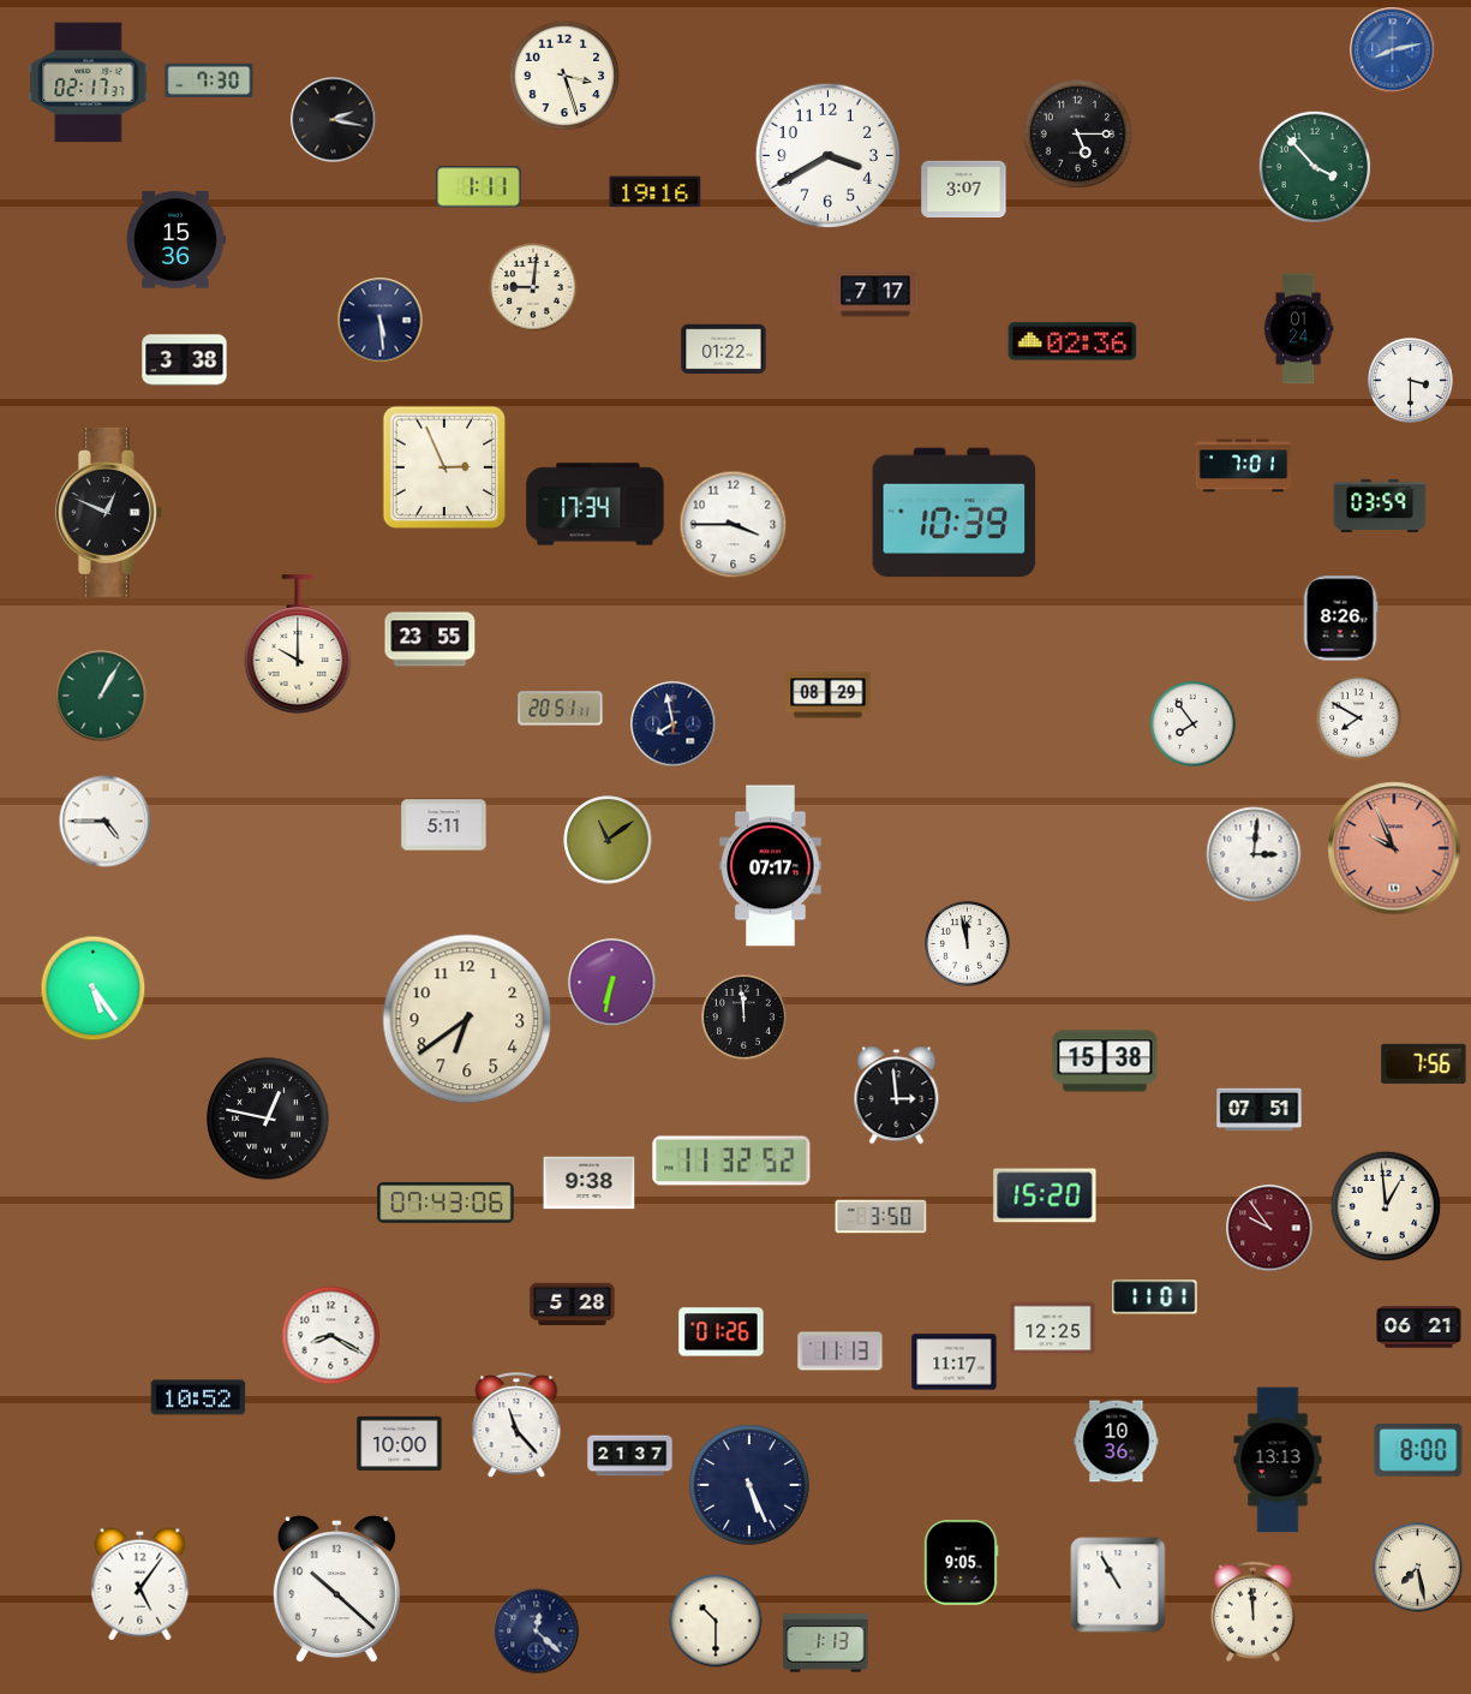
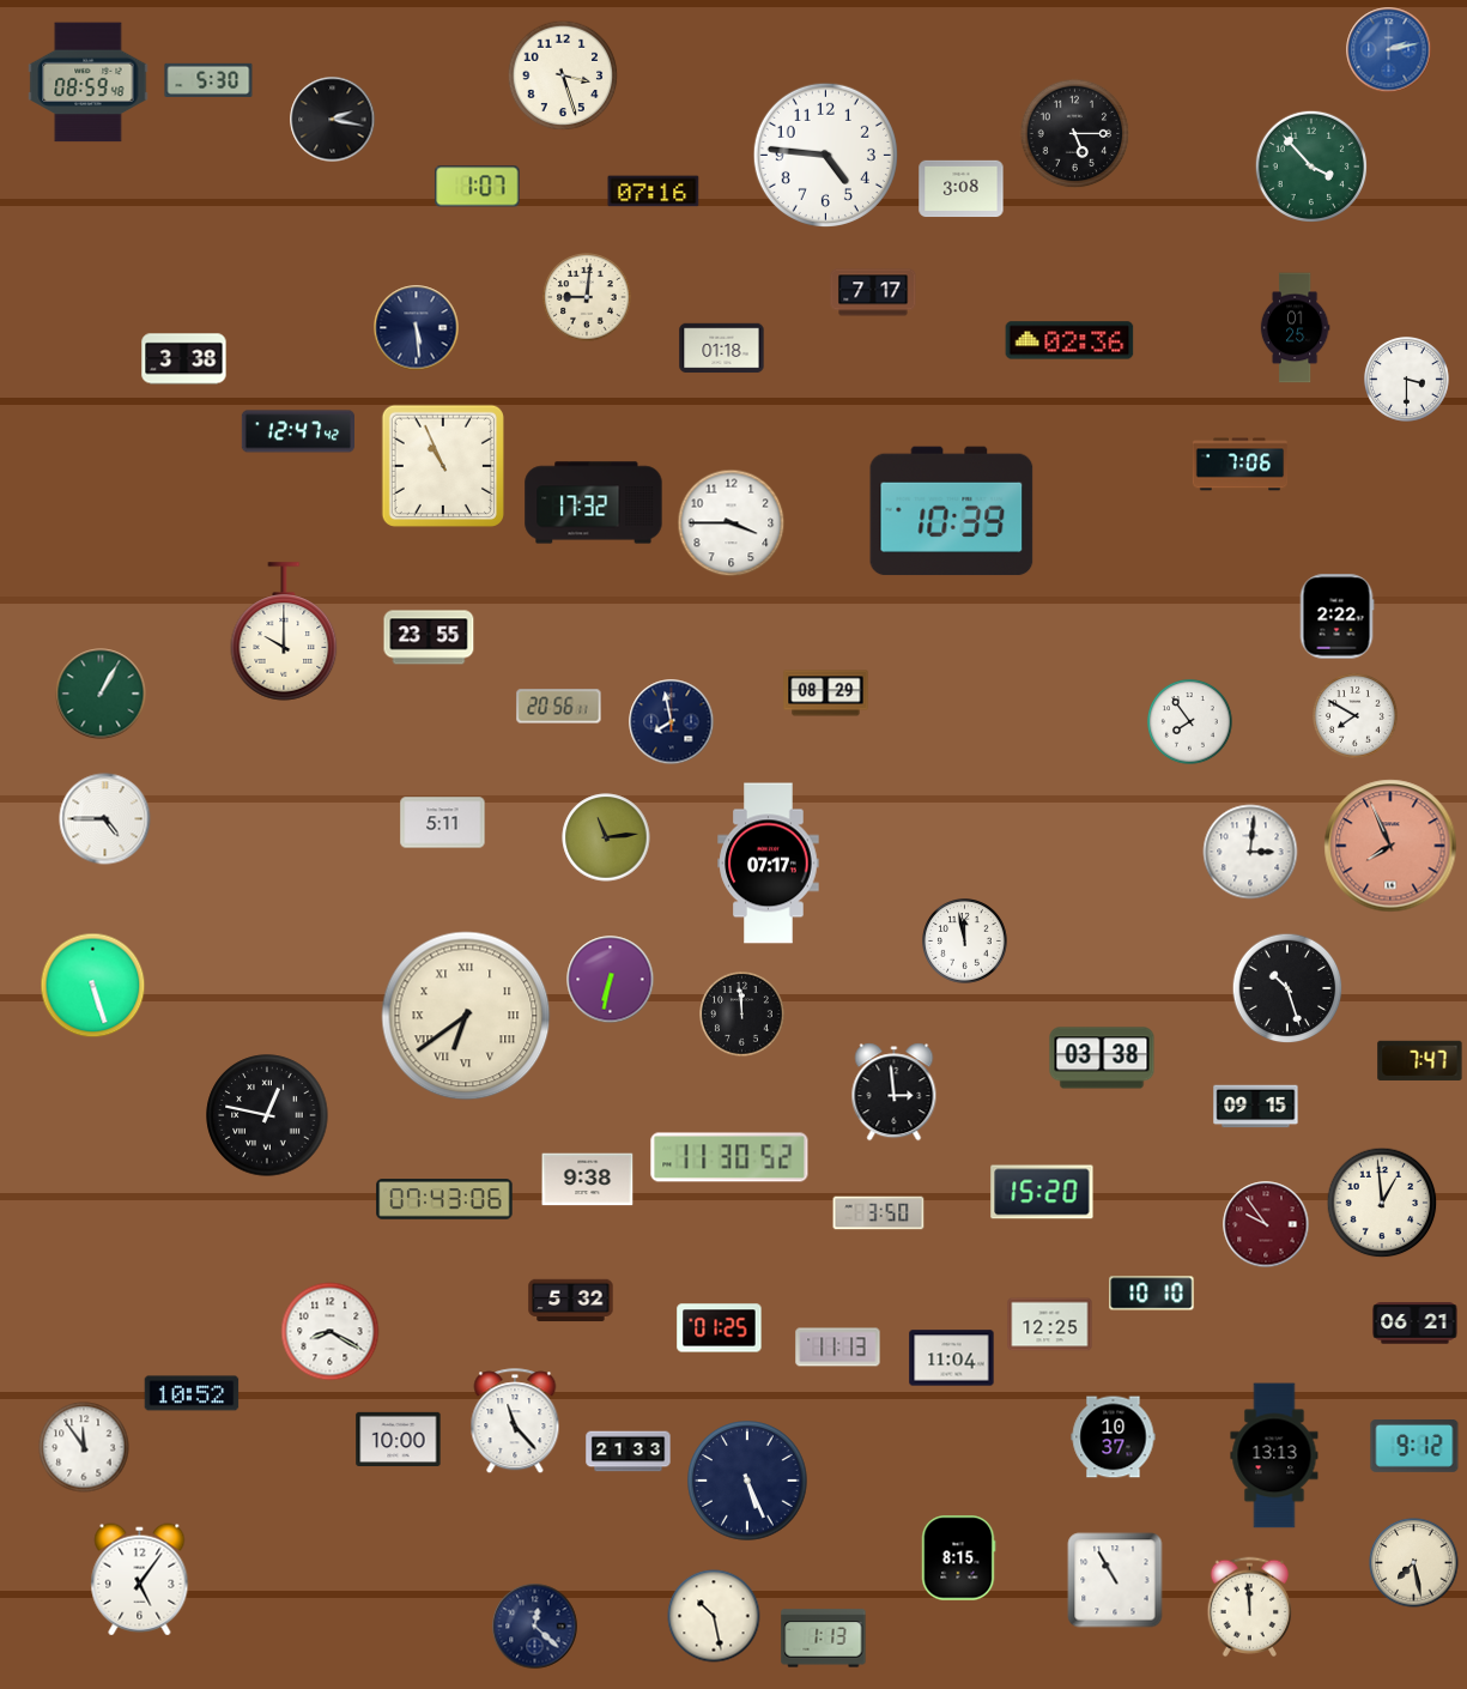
clock at (1393, 50): 8:13 -> 2:13
clock at (209, 80): 7:30 -> 5:30
clock at (89, 83): 02:17 -> 08:59
clock at (827, 155): 3:40 -> 4:46
clock at (479, 187): 1:11 -> 1:07
clock at (964, 190): 3:07 -> 3:08
clock at (656, 192): 19:16 -> 07:16
clock at (175, 240): 15:36 -> none
clock at (533, 287) position: (533, 287) -> (587, 297)
clock at (381, 321) position: (381, 321) -> (417, 328)
clock at (1298, 329): 01:24 -> 01:25
clock at (724, 350): 01:22 -> 01:18
clock at (298, 431): none -> 12:47
clock at (1244, 466): 7:01 -> 7:06
clock at (444, 467): 2:56 -> 10:56
clock at (596, 505): 17:34 -> 17:32
clock at (1380, 506): 03:59 -> none
clock at (108, 512): 12:49 -> none
clock at (1340, 619): 8:26 -> 2:22
clock at (298, 644) position: (298, 644) -> (284, 631)
clock at (561, 709): 20:51 -> 20:56
clock at (608, 840): 11:09 -> 11:14
clock at (1394, 848): 9:56 -> 7:56
clock at (94, 989): 5:24 -> 5:27
clock at (1287, 988): none -> 10:27
clock at (467, 1019) numerals: Arabic -> Roman
clock at (1105, 1061): 15:38 -> 03:38
clock at (1424, 1063): 7:56 -> 7:47
clock at (1260, 1110): 07:51 -> 09:15
clock at (731, 1161): 11:32 -> 11:30
clock at (1155, 1298): 11:01 -> 10:10
clock at (573, 1305): 5:28 -> 5:32
clock at (722, 1332): 01:26 -> 01:25
clock at (955, 1362): 11:17 -> 11:04
clock at (198, 1397) position: (198, 1397) -> (192, 1393)
clock at (1117, 1442): 10:36 -> 10:37
clock at (84, 1447): none -> 11:54
clock at (1418, 1451): 8:00 -> 9:12
clock at (630, 1456): 21:37 -> 21:33
clock at (961, 1563): 9:05 -> 8:15
clock at (336, 1591): 10:22 -> none
clock at (716, 1621): 10:30 -> 10:28
